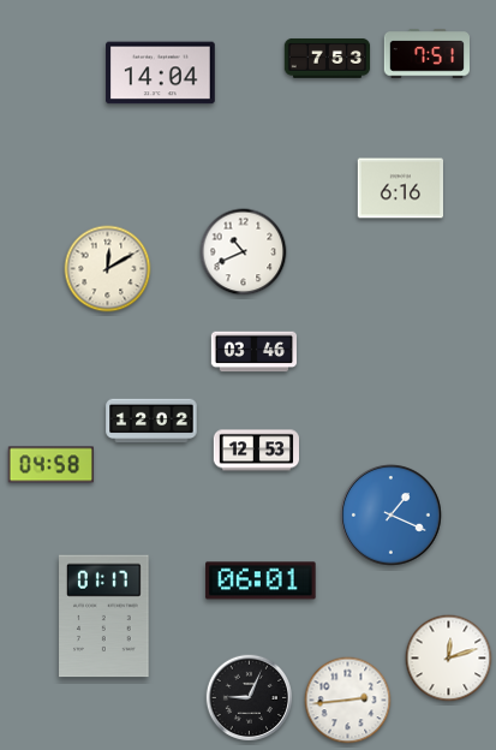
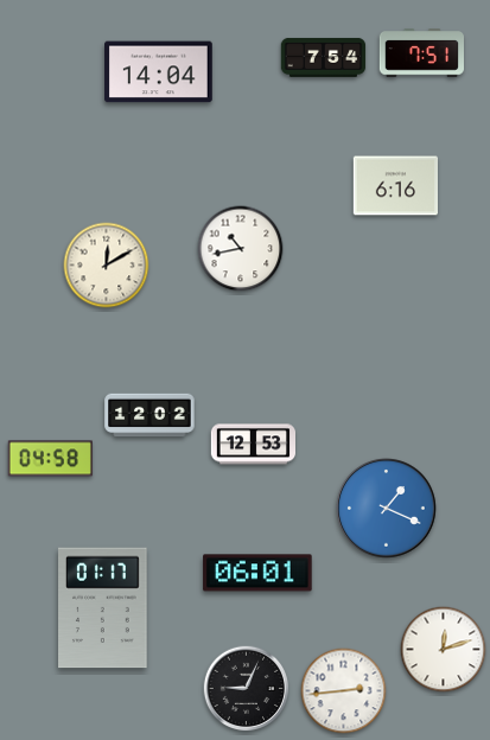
clock at (328, 59): 7:53 -> 7:54
clock at (244, 252): 10:41 -> 10:43
clock at (255, 352): 03:46 -> none
